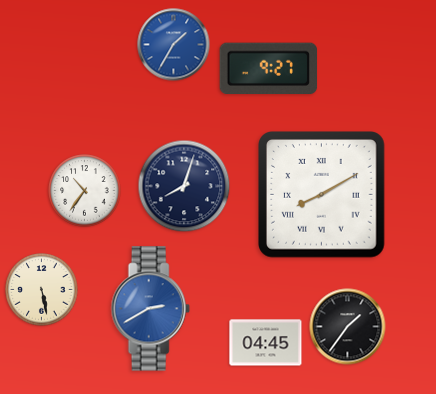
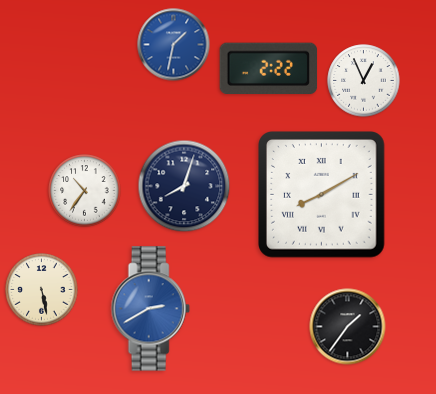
clock at (174, 45): 1:35 -> 1:32
clock at (269, 69): 9:27 -> 2:22
clock at (364, 81): none -> 12:56
clock at (266, 343): 04:45 -> none
